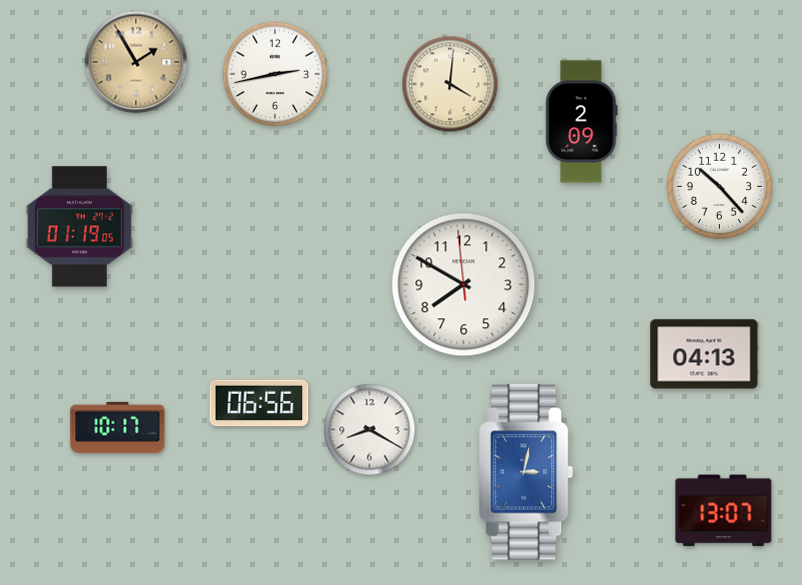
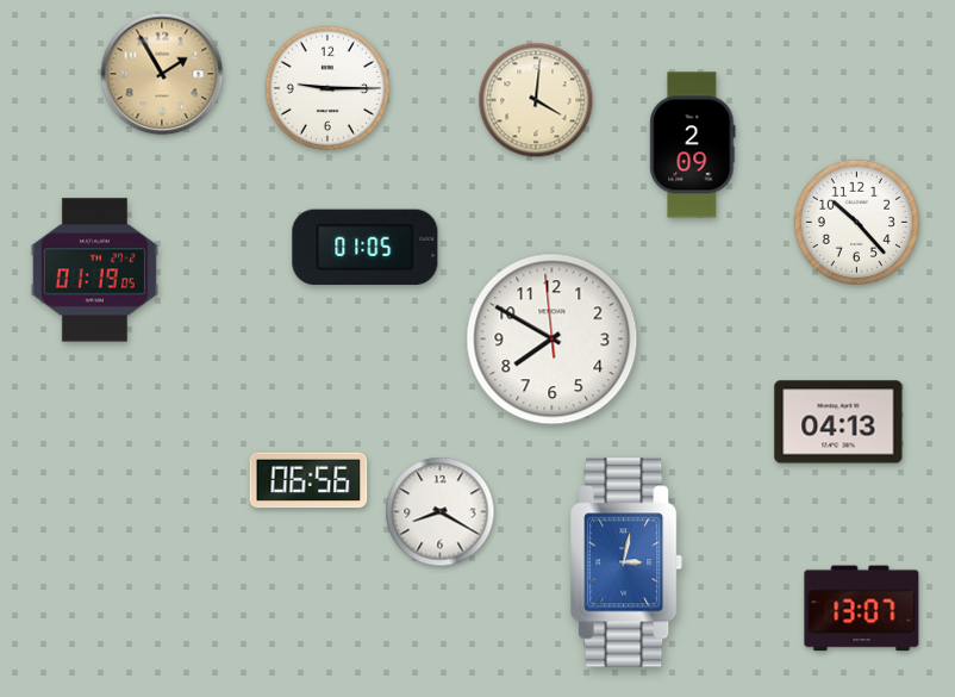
clock at (274, 73): 2:43 -> 9:15
clock at (366, 248): none -> 01:05
clock at (118, 427): 10:17 -> none
